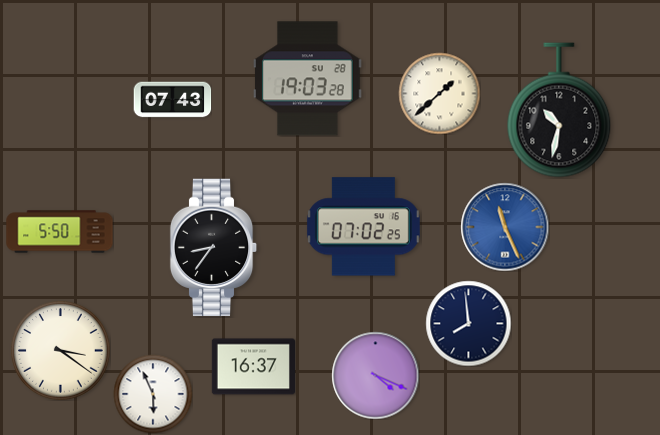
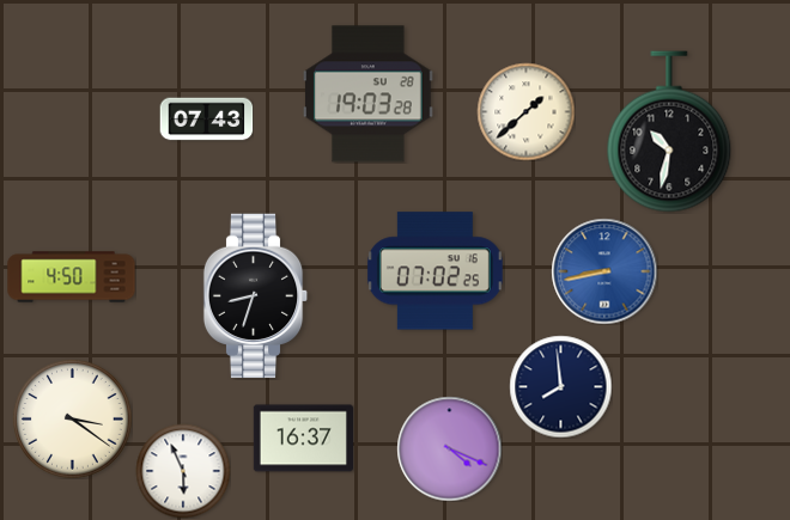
clock at (505, 227): 11:26 -> 8:43
clock at (60, 232): 5:50 -> 4:50
clock at (214, 248): 8:36 -> 8:33
